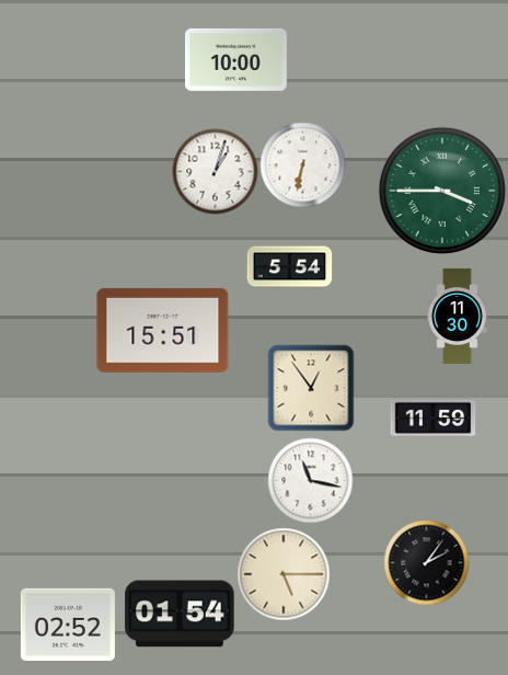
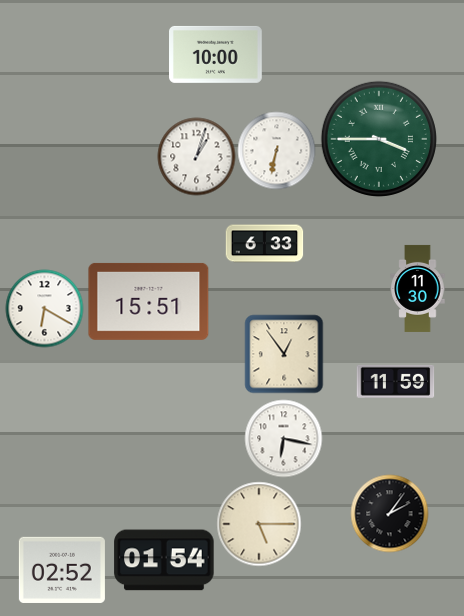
clock at (442, 191) position: (442, 191) -> (379, 139)
clock at (289, 267): 5:54 -> 6:33
clock at (44, 308): none -> 6:20
clock at (310, 480): 11:17 -> 6:17
